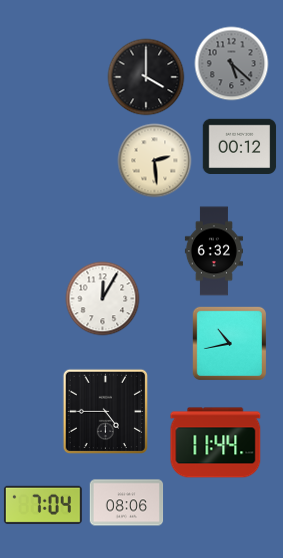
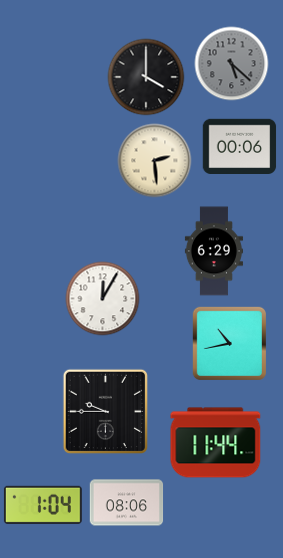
clock at (240, 147): 00:12 -> 00:06
clock at (214, 251): 6:32 -> 6:29
clock at (105, 411): 4:45 -> 9:45
clock at (43, 505): 7:04 -> 1:04
